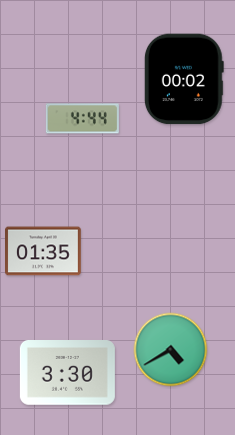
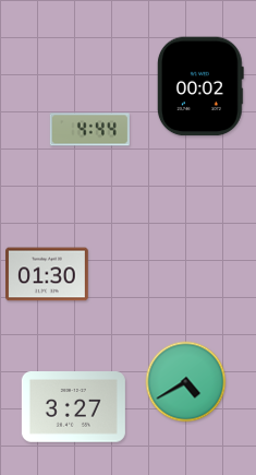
clock at (44, 251): 01:35 -> 01:30
clock at (67, 373): 3:30 -> 3:27
